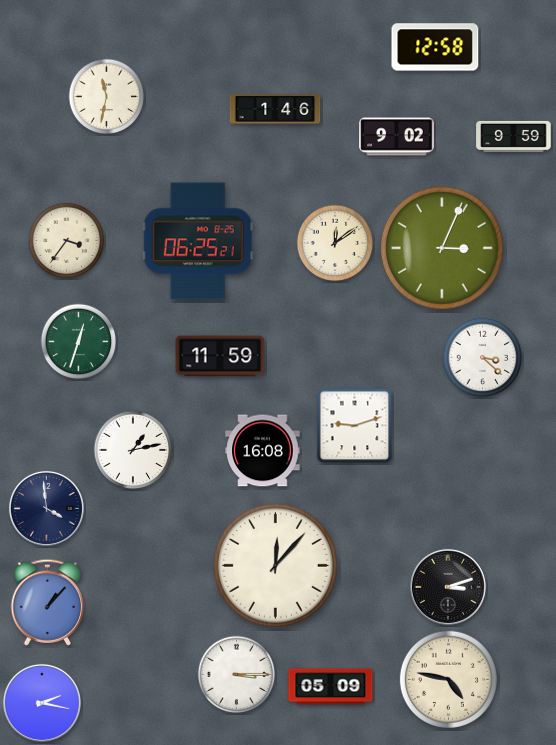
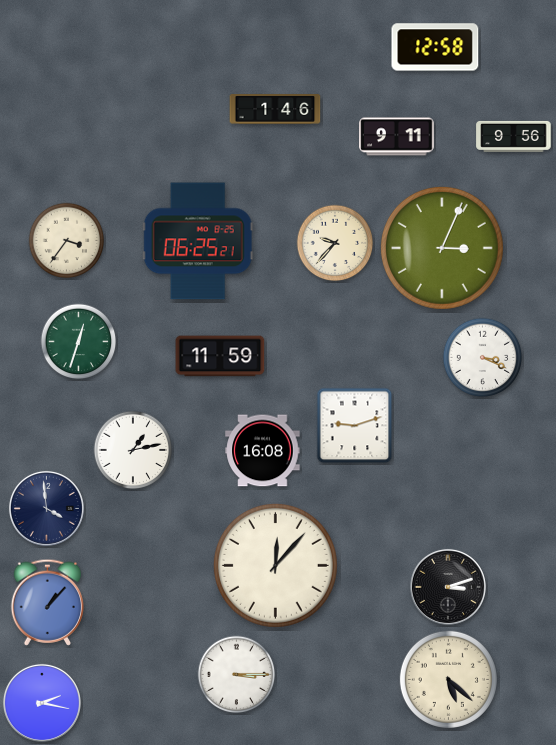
clock at (107, 97): 11:32 -> none
clock at (514, 136): 9:59 -> 9:56
clock at (397, 137): 9:02 -> 9:11
clock at (335, 243): 12:09 -> 9:37
clock at (483, 358): 3:22 -> 3:19
clock at (448, 679): 4:47 -> 5:22
clock at (331, 687): 05:09 -> none
